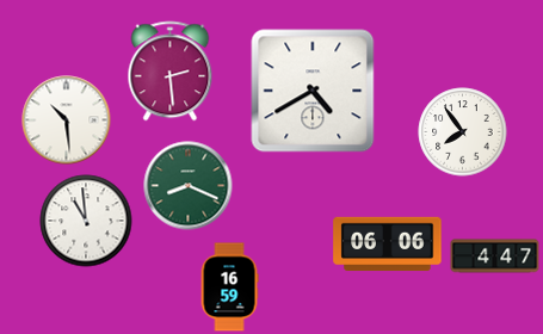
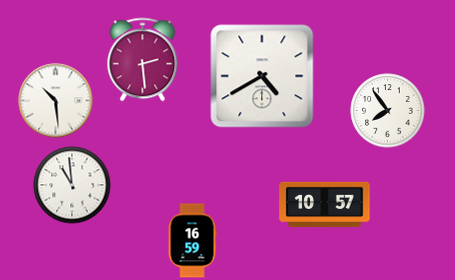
clock at (189, 186): 8:19 -> none
clock at (388, 245): 06:06 -> 10:57
clock at (495, 256): 4:47 -> none
